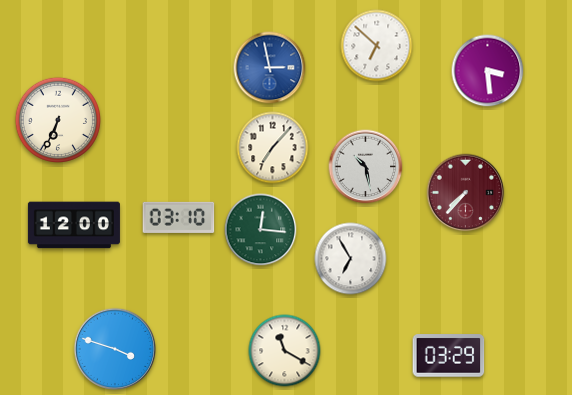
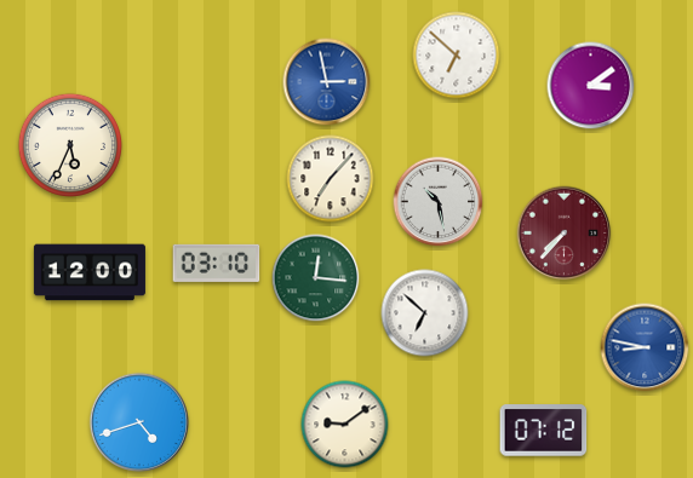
clock at (488, 71): 3:29 -> 3:09
clock at (57, 119): 6:34 -> 5:34
clock at (366, 167) position: (366, 167) -> (439, 202)
clock at (351, 259): 6:55 -> 6:52
clock at (645, 347): none -> 8:47
clock at (114, 348): 3:48 -> 4:42
clock at (285, 351): 11:20 -> 9:09
clock at (449, 356): 03:29 -> 07:12
